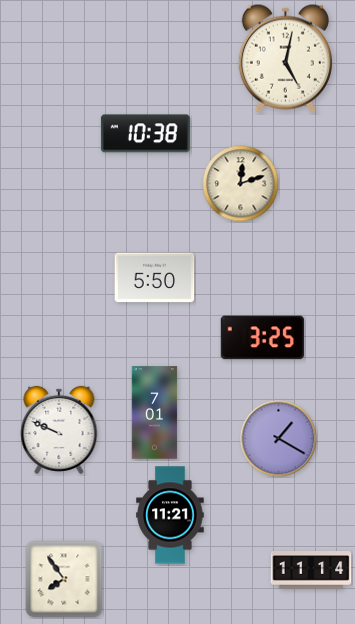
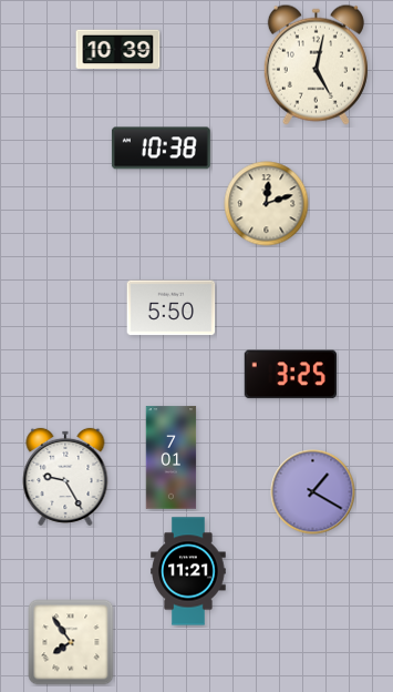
clock at (118, 50): none -> 10:39
clock at (59, 430): 9:49 -> 9:25
clock at (279, 439) position: (279, 439) -> (313, 492)
clock at (311, 570): 11:14 -> none
